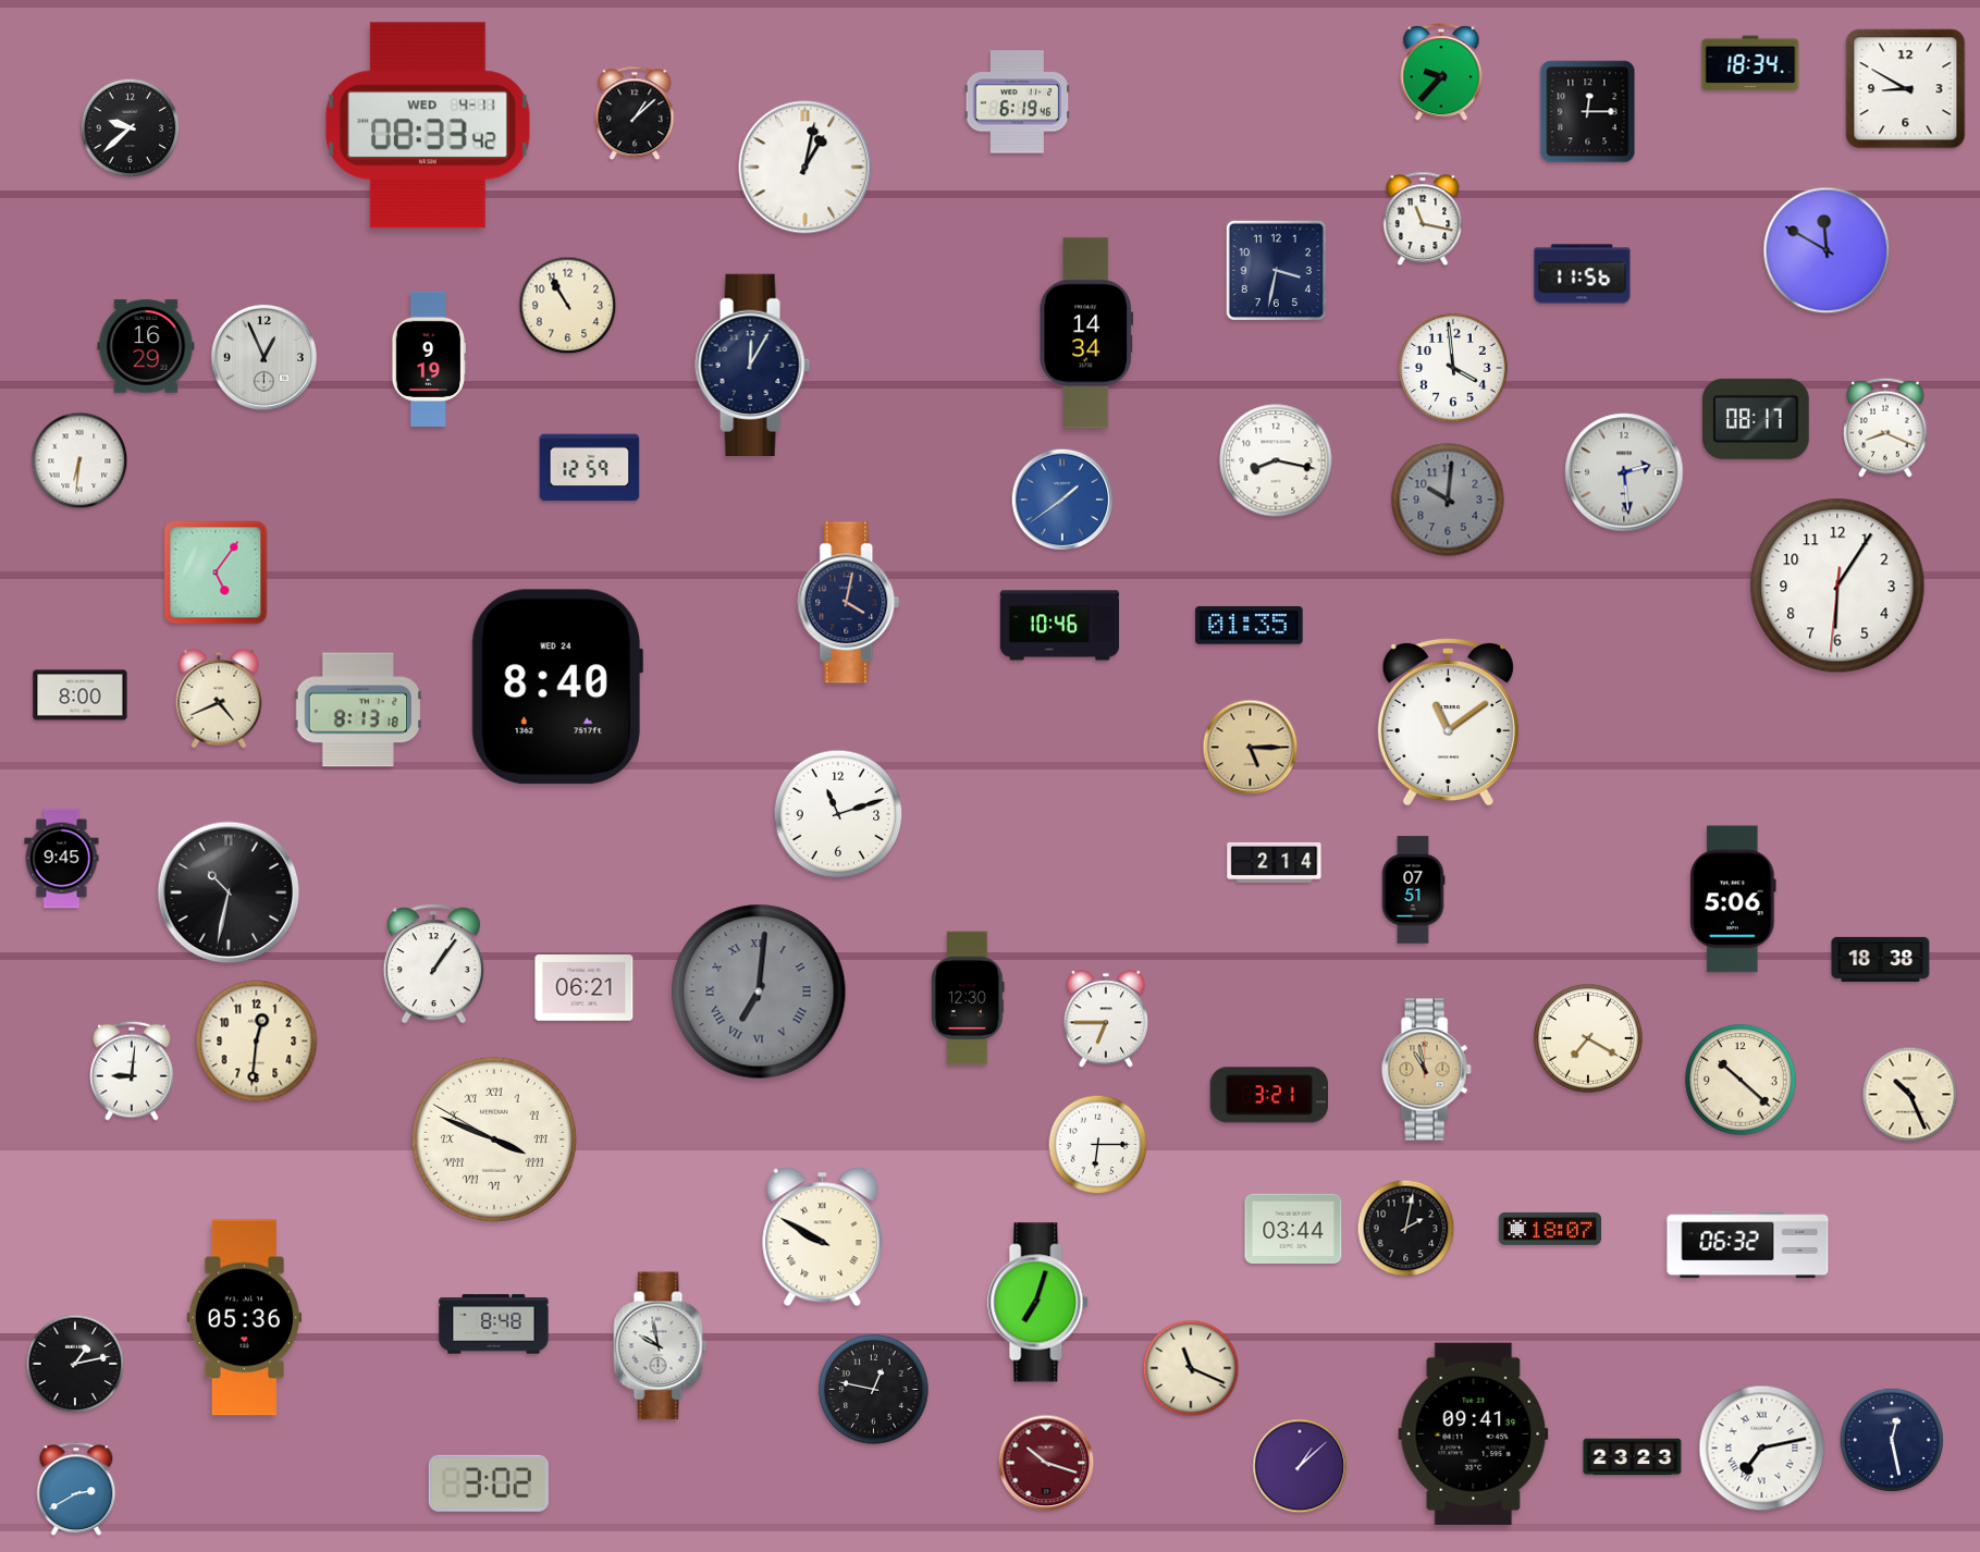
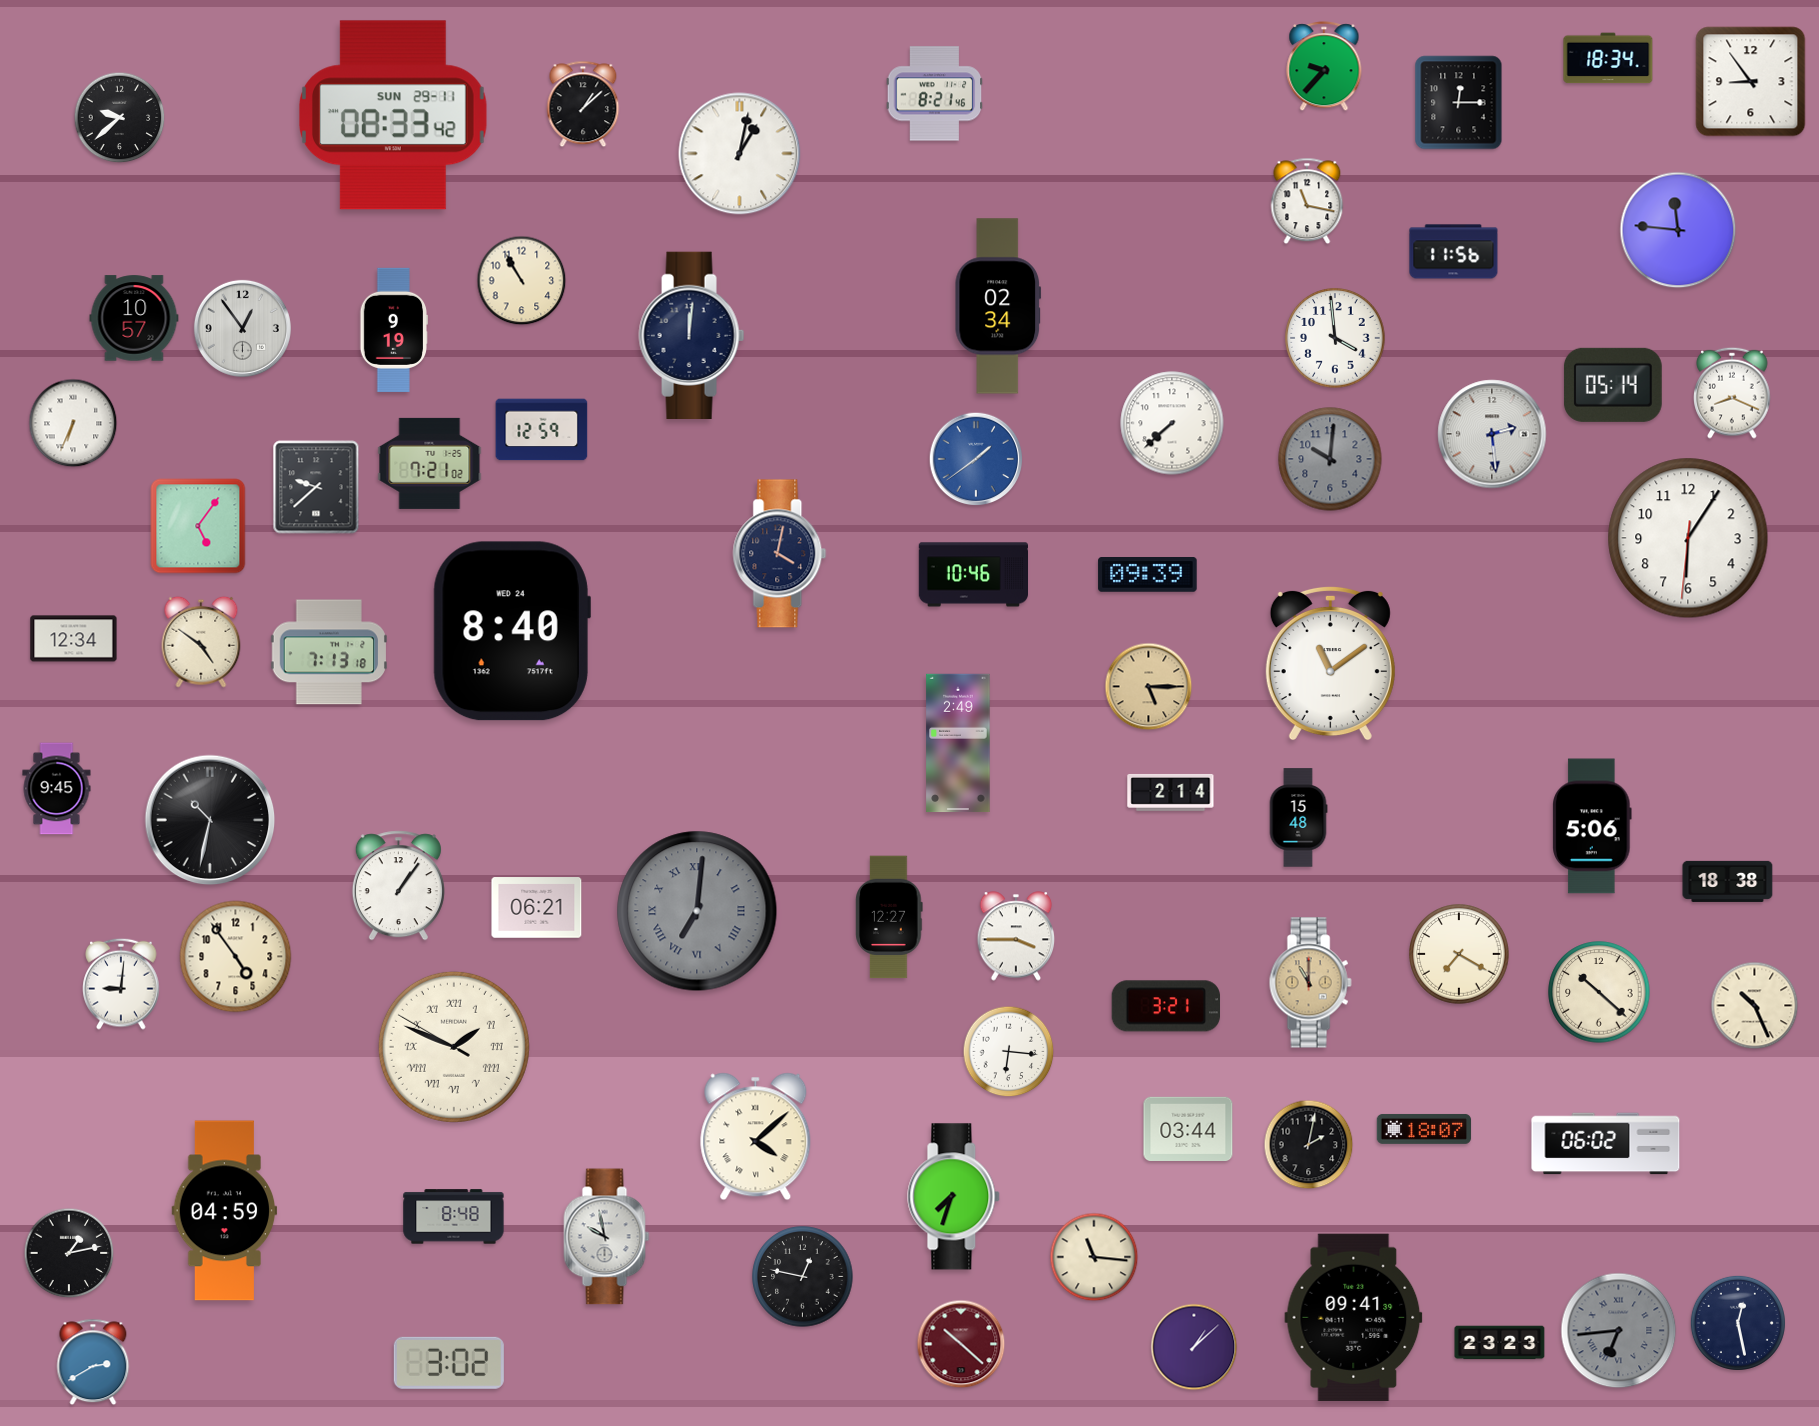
clock at (1906, 89): 8:50 -> 8:54
clock at (1018, 102): 6:19 -> 8:21
clock at (429, 125) date: WED 4-11 -> SUN 29-11
clock at (1827, 250): 11:50 -> 11:46
clock at (1277, 271): 3:32 -> none
clock at (1086, 333): 14:34 -> 02:34
clock at (146, 346): 16:29 -> 10:57
clock at (263, 357): 12:56 -> 12:54
clock at (753, 365): 12:05 -> 12:01
clock at (1756, 419): 08:17 -> 05:14
clock at (79, 460): 6:31 -> 6:34
clock at (1276, 460): 8:17 -> 7:38
clock at (430, 463): none -> 7:21
clock at (316, 487): none -> 9:38
clock at (1250, 626): 01:35 -> 09:39
clock at (81, 695): 8:00 -> 12:34
clock at (219, 699): 4:41 -> 4:51
clock at (357, 710): 8:13 -> 7:13
clock at (958, 743): none -> 2:49
clock at (838, 814): 11:12 -> none
clock at (1413, 890): 07:51 -> 15:48
clock at (968, 998): 12:30 -> 12:27
clock at (1106, 1019): 6:45 -> 3:45
clock at (257, 1042): 12:31 -> 4:54
clock at (1426, 1070): 10:58 -> 11:00
clock at (494, 1140): 3:48 -> 1:48
clock at (1098, 1145): 6:15 -> 6:16
clock at (1406, 1229) position: (1406, 1229) -> (1309, 1145)
clock at (823, 1237): 9:50 -> 4:08
clock at (1748, 1245): 06:32 -> 06:02
clock at (1038, 1303): 7:03 -> 7:33
clock at (245, 1318): 05:36 -> 04:59
clock at (1191, 1368): 11:19 -> 11:16
clock at (1762, 1449): 7:13 -> 6:44
clock at (1762, 1449) dial: white -> grey
clock at (1633, 1457) position: (1633, 1457) -> (1500, 1343)
clock at (1046, 1463): 10:18 -> 10:22
clock at (76, 1489) position: (76, 1489) -> (93, 1362)
